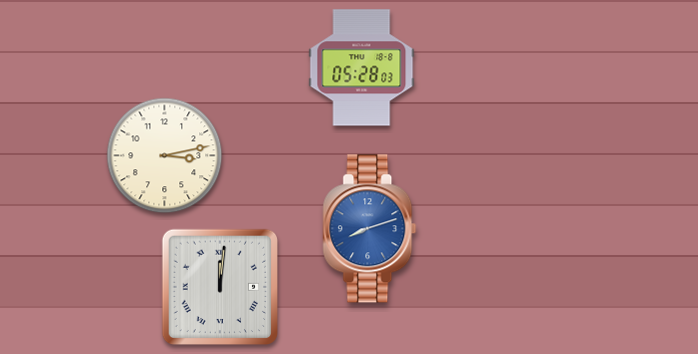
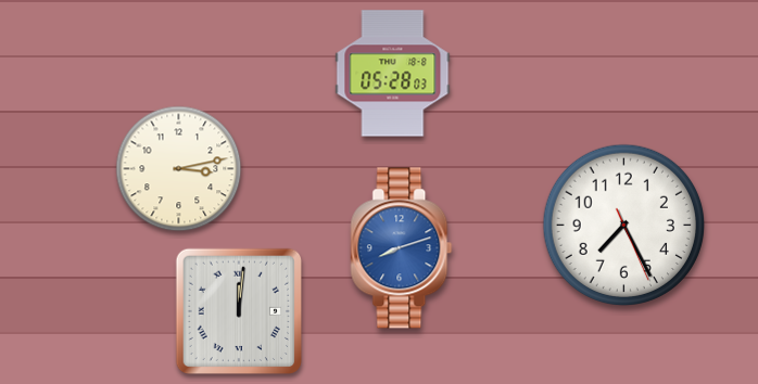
clock at (623, 225): none -> 7:25
